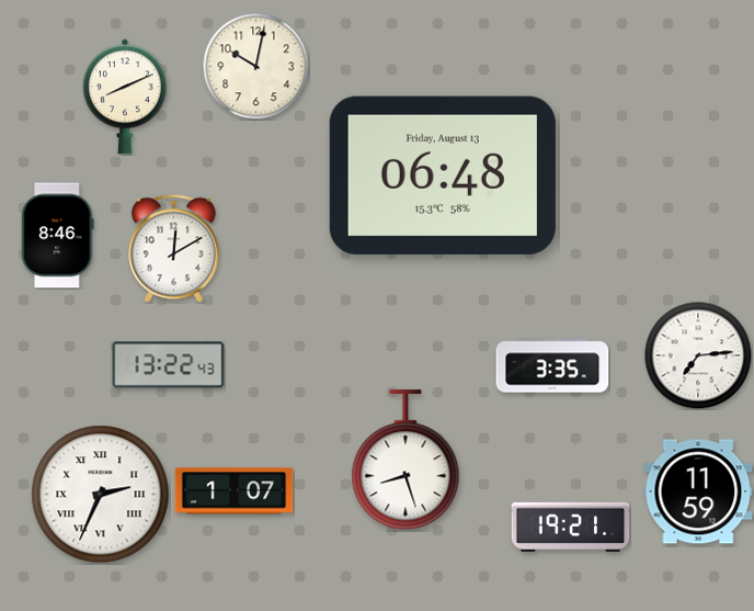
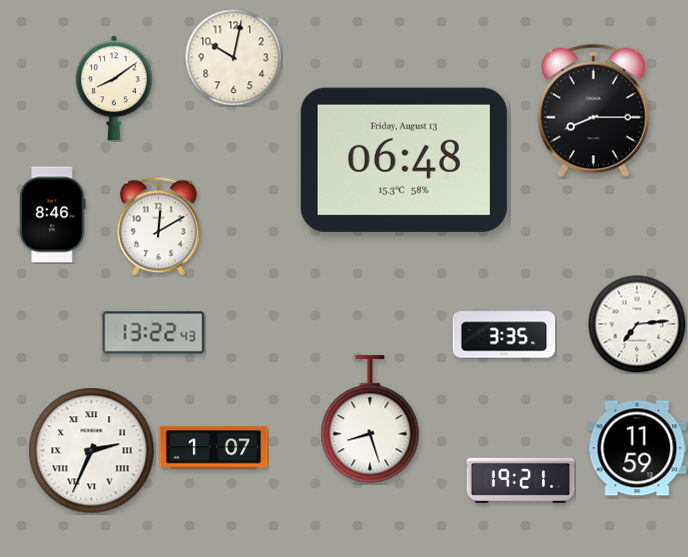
clock at (255, 66) position: (255, 66) -> (233, 57)
clock at (126, 97): 8:11 -> 8:09
clock at (594, 111): none -> 8:15
